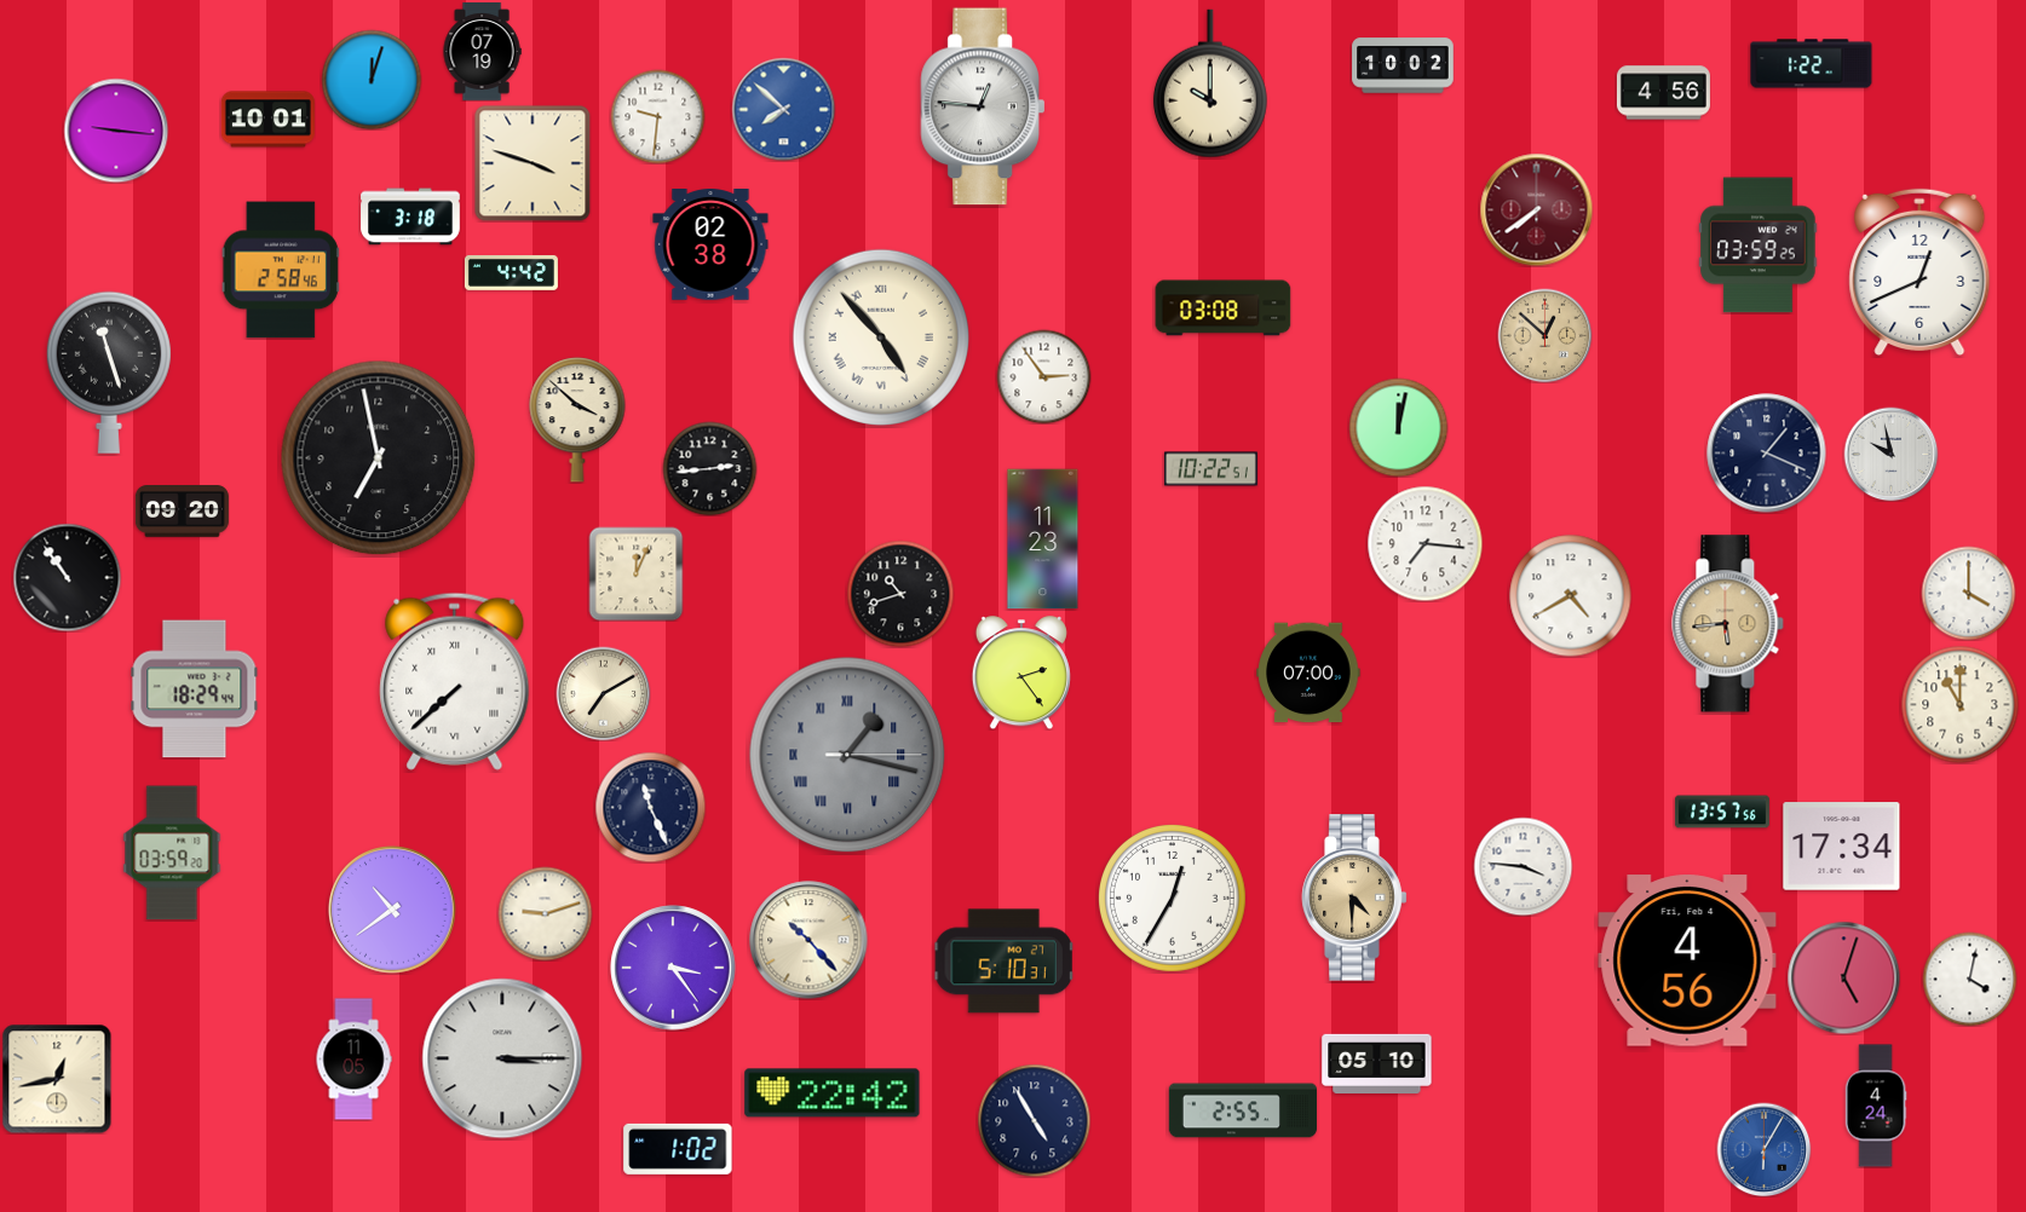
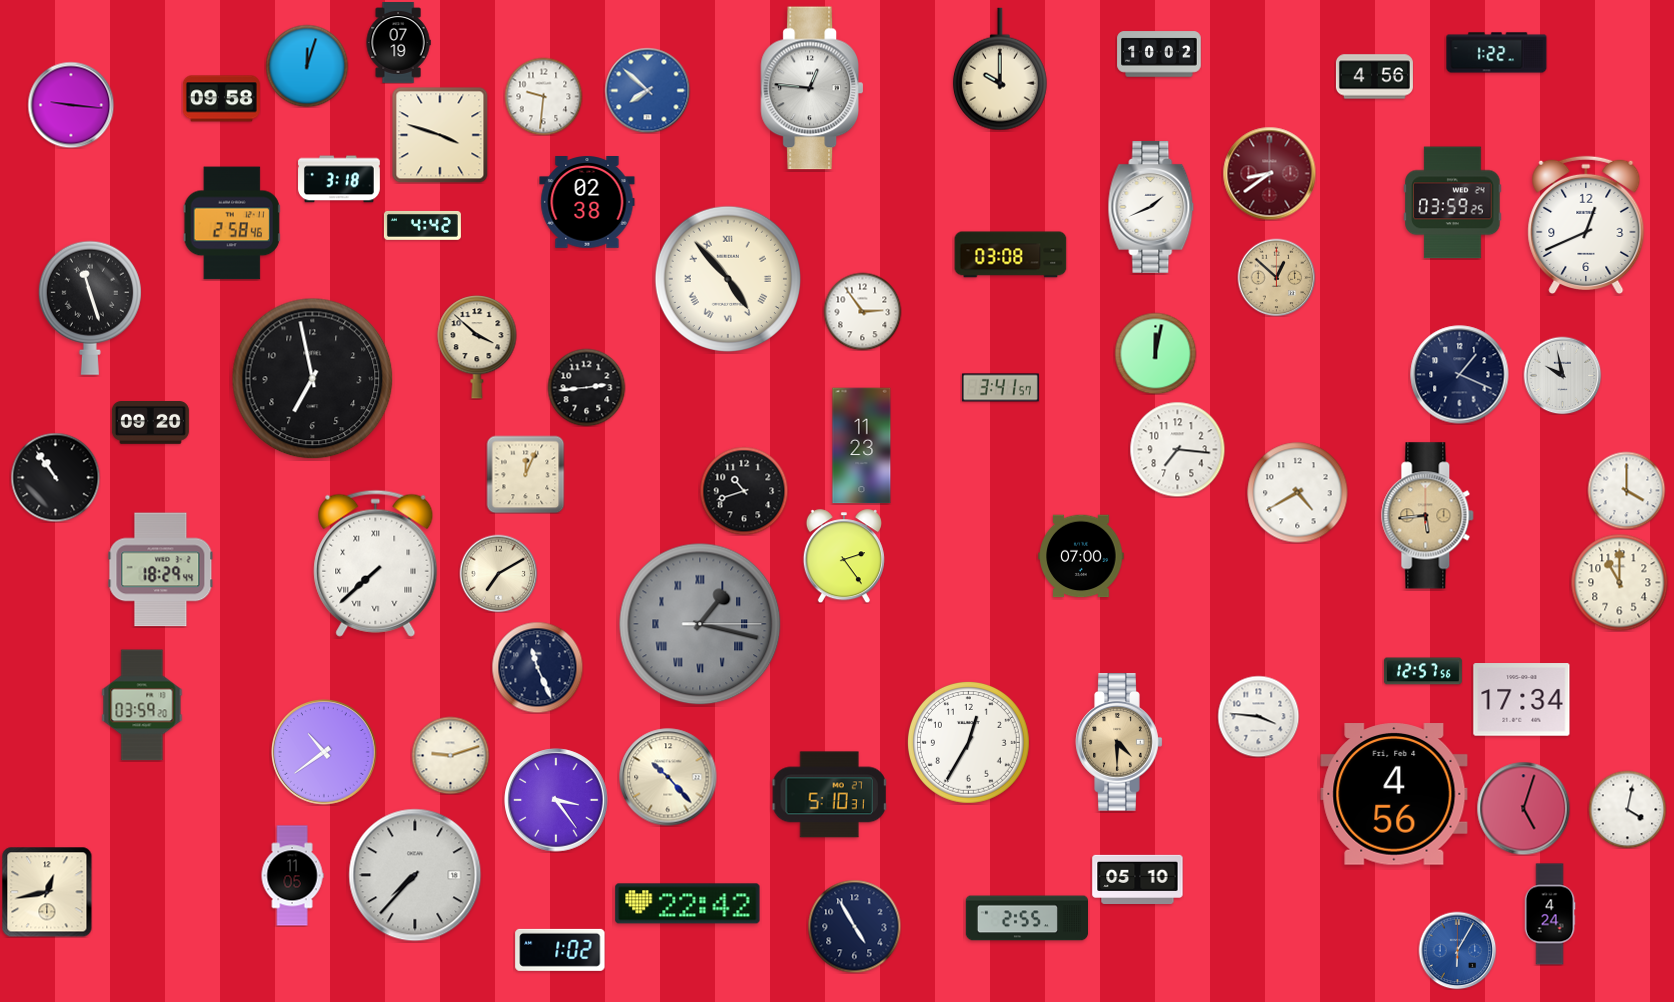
clock at (267, 120): 10:01 -> 09:58
clock at (116, 131) position: (116, 131) -> (71, 105)
clock at (1536, 209): 7:39 -> 8:39
clock at (1151, 207): none -> 1:41
clock at (1210, 469): 10:22 -> 3:41
clock at (1722, 812): 13:57 -> 12:57
clock at (502, 1058): 3:15 -> 7:37
